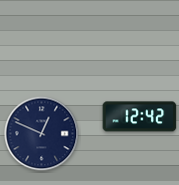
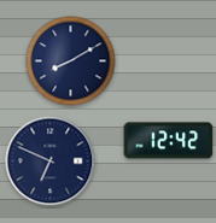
clock at (71, 61): none -> 8:10
clock at (42, 134): 12:49 -> 6:49
